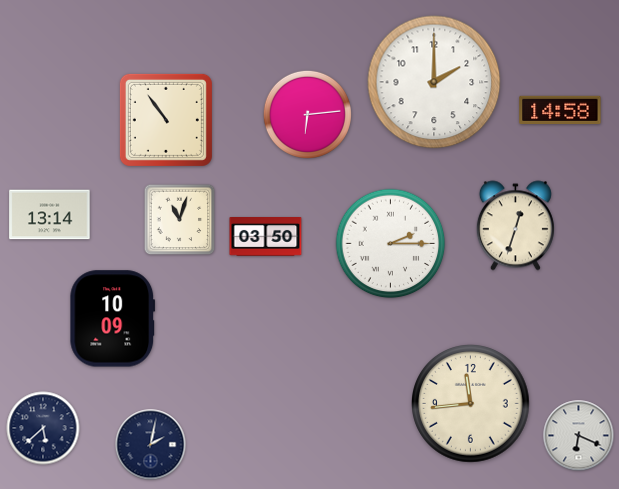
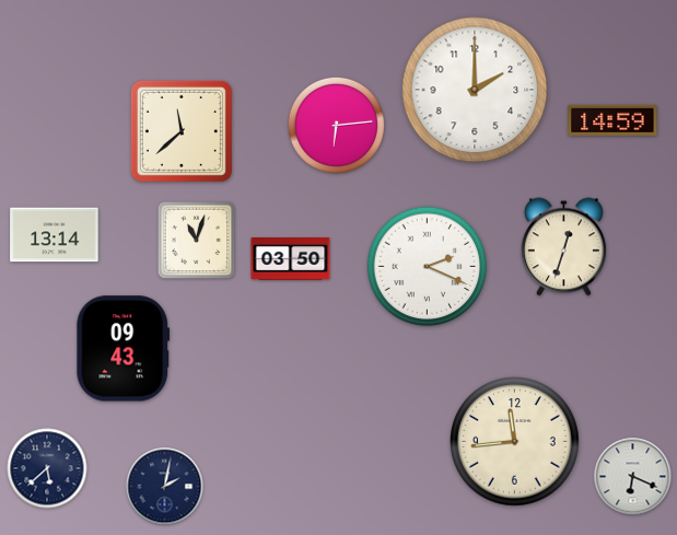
clock at (560, 110): 14:58 -> 14:59
clock at (166, 120): 10:54 -> 11:38
clock at (391, 244): 2:15 -> 2:19
clock at (113, 319): 10:09 -> 09:43
